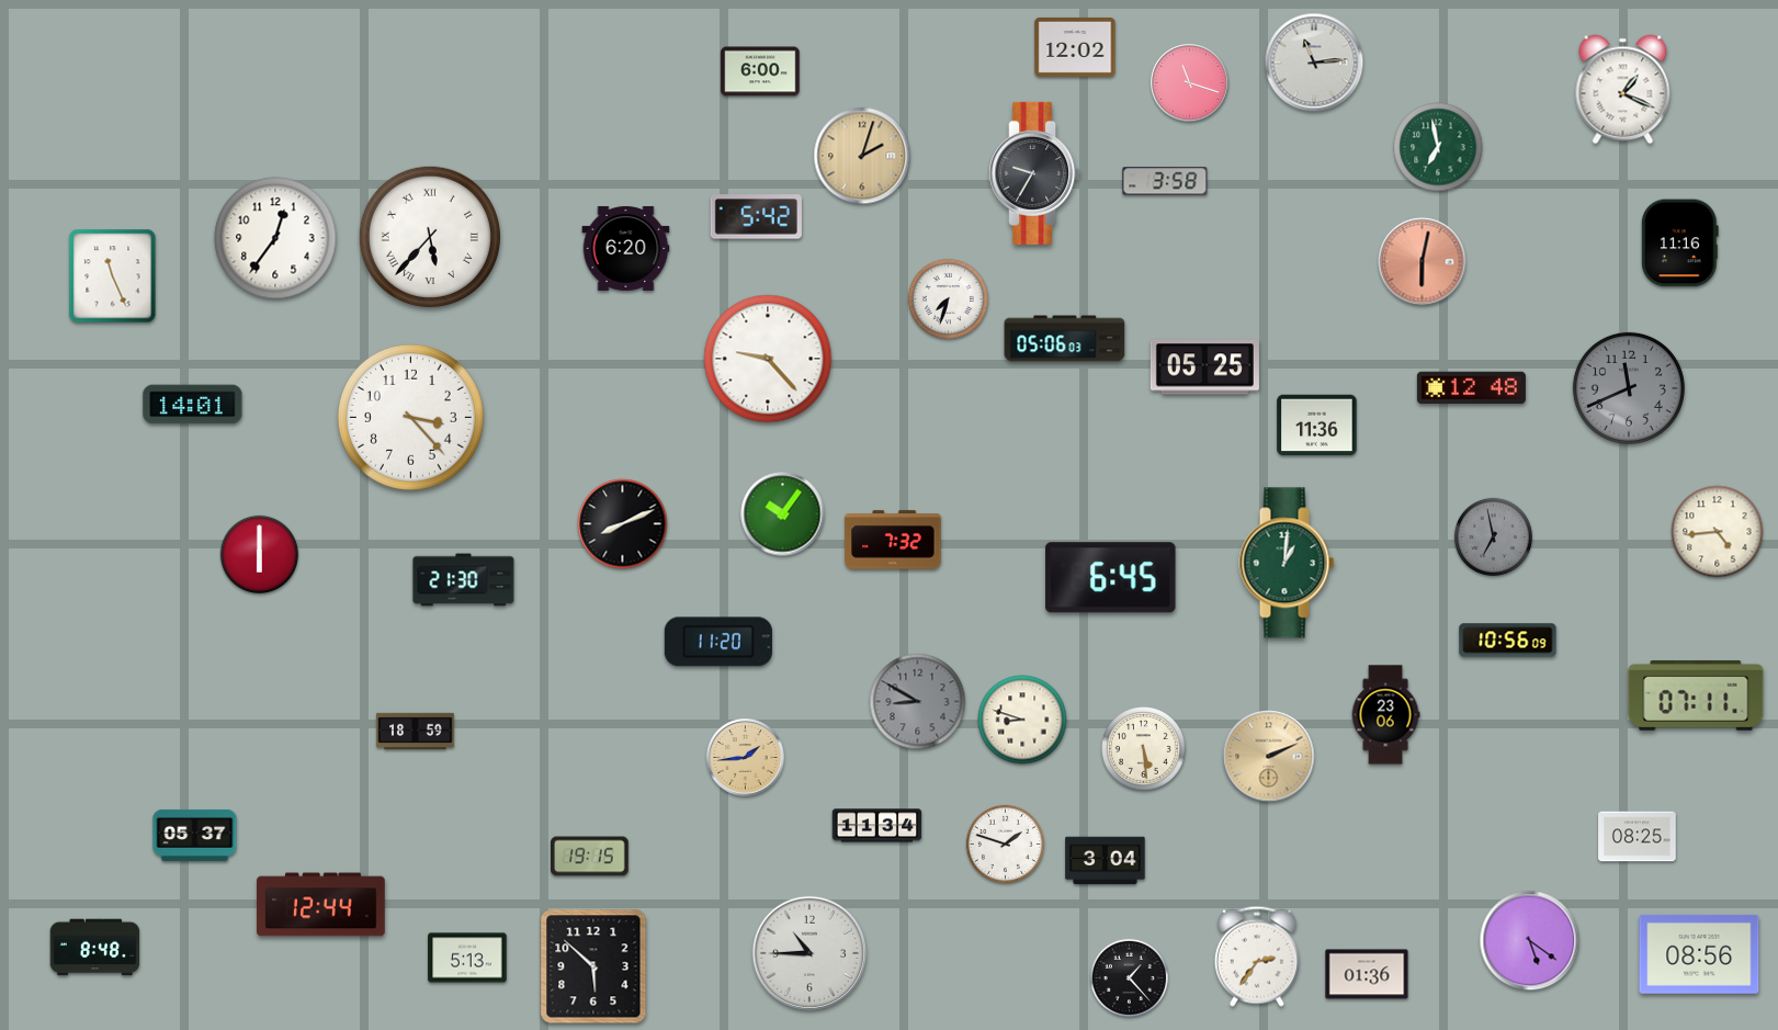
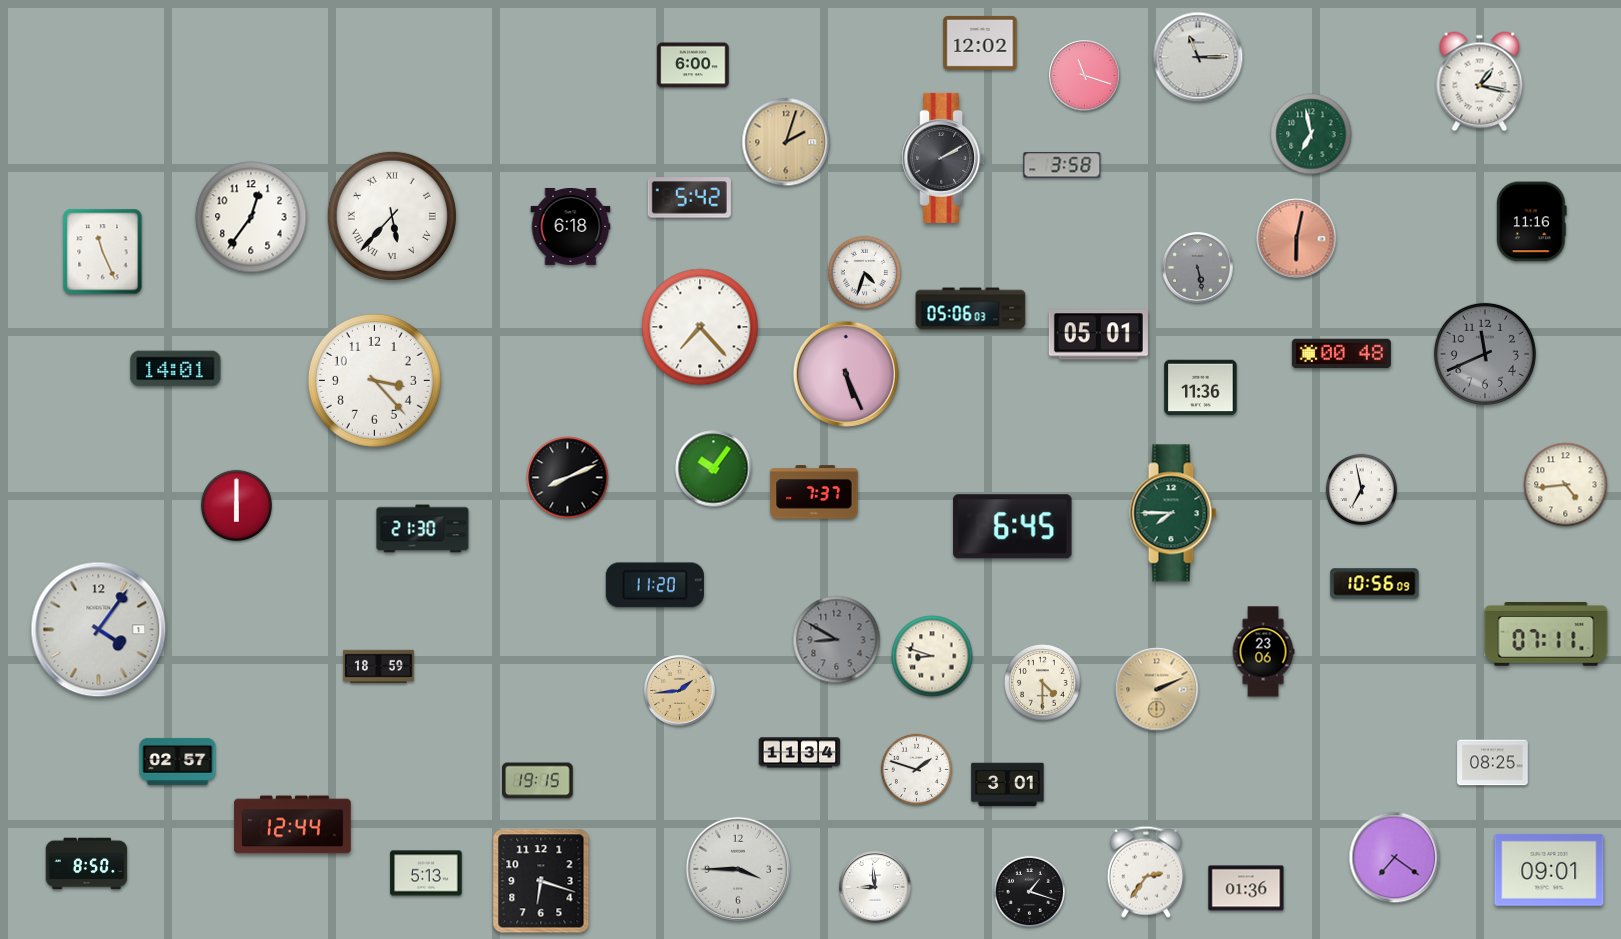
clock at (1314, 63): 11:14 -> 11:15
clock at (1623, 90): 1:19 -> 1:17
clock at (1034, 173): 9:35 -> 2:10
clock at (626, 248): 6:20 -> 6:18
clock at (1198, 268): none -> 5:28
clock at (948, 298): 7:33 -> 4:33
clock at (768, 359): 9:23 -> 7:23
clock at (1204, 367): 05:25 -> 05:01
clock at (1471, 388): 12:48 -> 00:48
clock at (846, 374): none -> 5:26
clock at (1493, 536) dial: grey -> white
clock at (893, 540): 7:32 -> 7:37
clock at (1287, 563): 1:01 -> 7:45
clock at (99, 630): none -> 4:06
clock at (1144, 749): 5:29 -> 4:30
clock at (195, 835): 05:37 -> 02:57
clock at (1106, 861): 3:04 -> 3:01
clock at (1530, 941): 5:21 -> 7:21
clock at (95, 948): 8:48 -> 8:50
clock at (808, 952): 10:45 -> 3:45
clock at (1699, 954): 08:56 -> 09:01
clock at (593, 966): 5:52 -> 6:18
clock at (875, 887): none -> 8:59
clock at (1129, 977): 1:23 -> 1:18
